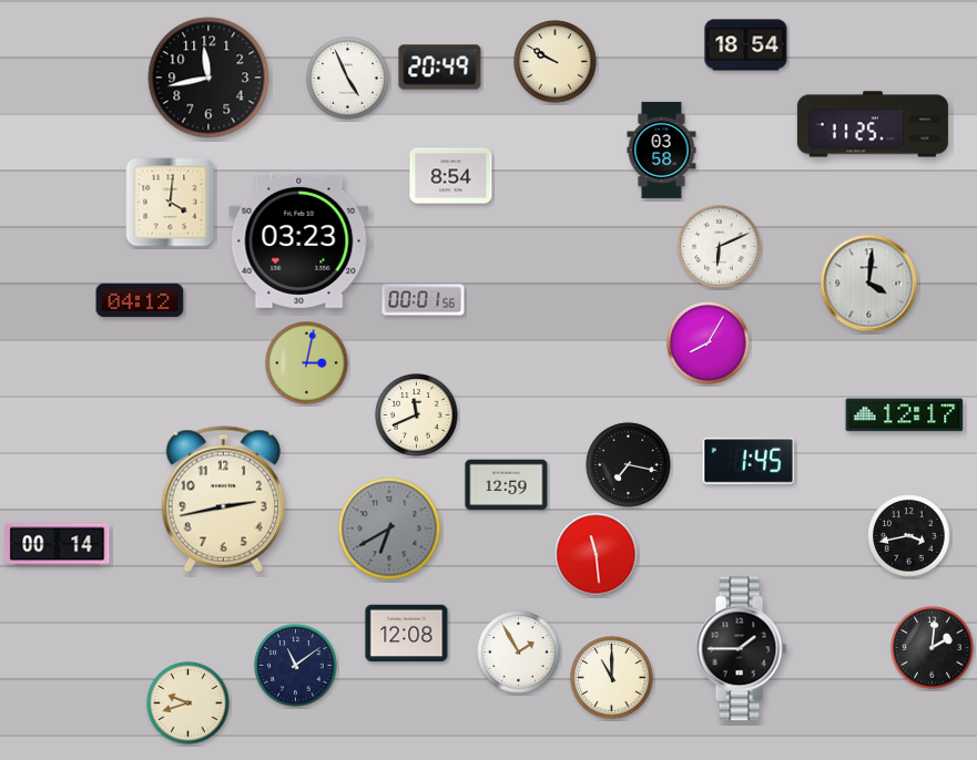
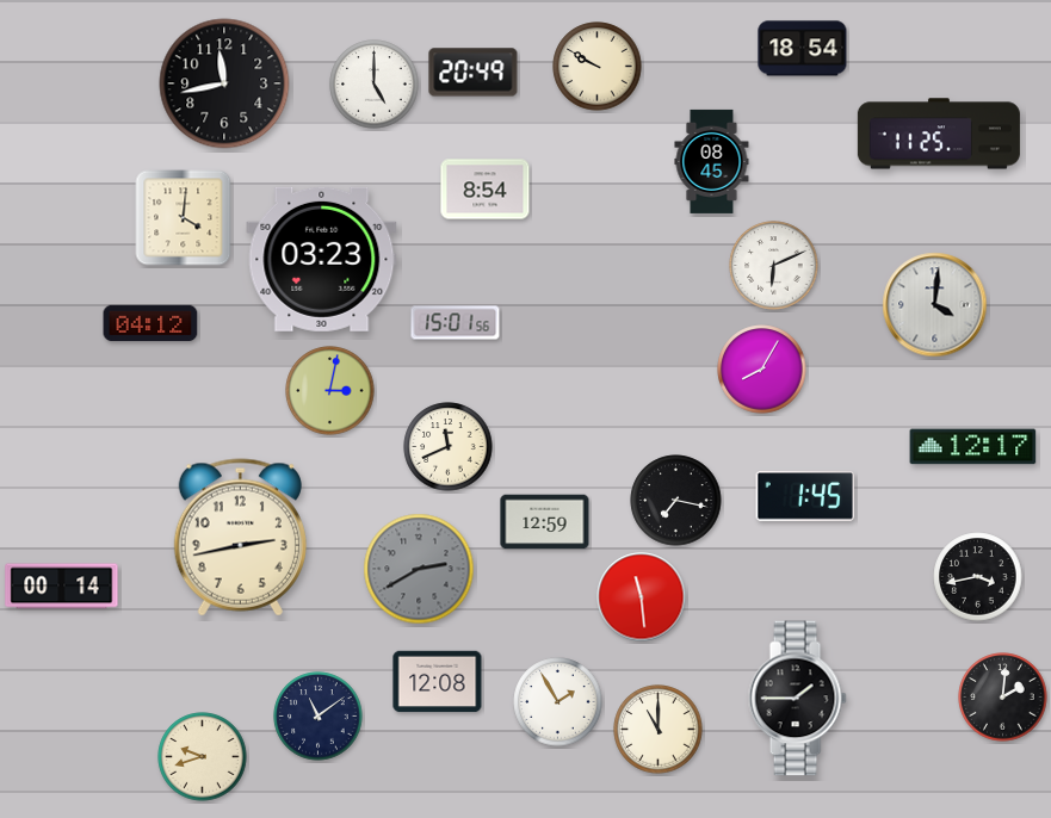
clock at (348, 79): 4:56 -> 5:00
clock at (662, 150): 03:58 -> 08:45
clock at (424, 300): 00:01 -> 15:01
clock at (389, 528): 6:40 -> 2:40
